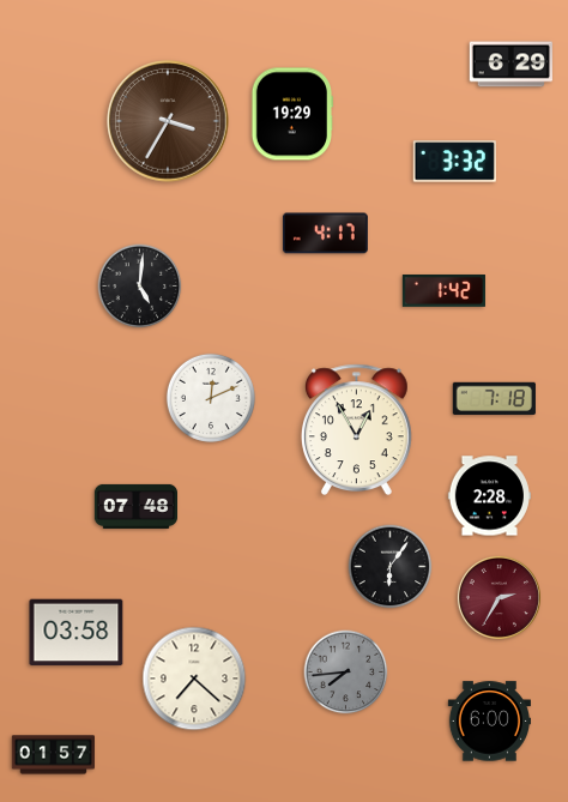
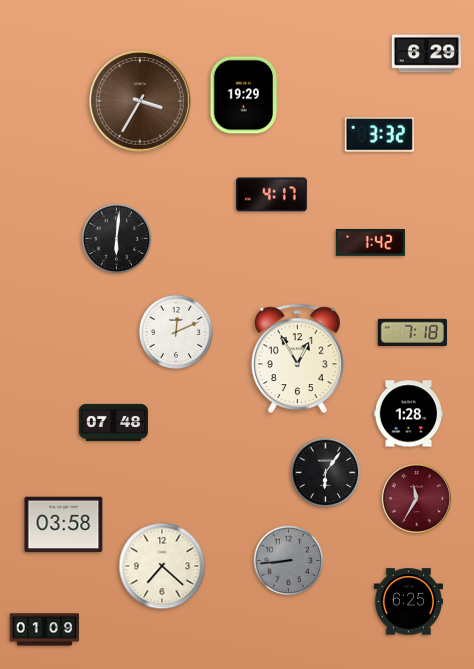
clock at (140, 287): 5:01 -> 6:01
clock at (489, 496): 2:28 -> 1:28
clock at (498, 597): 2:35 -> 11:35
clock at (77, 633) position: (77, 633) -> (64, 525)
clock at (346, 673): 7:44 -> 8:44
clock at (489, 722): 6:00 -> 6:25
clock at (53, 755): 01:57 -> 01:09
